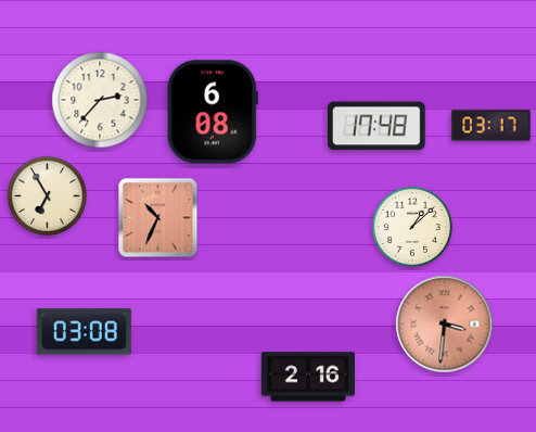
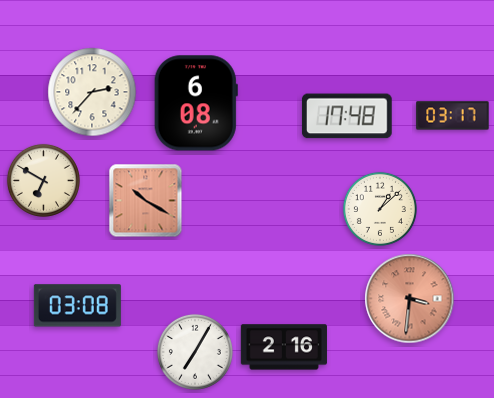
clock at (47, 195): 6:55 -> 6:50
clock at (158, 218): 10:34 -> 10:20
clock at (195, 352): none -> 7:05
